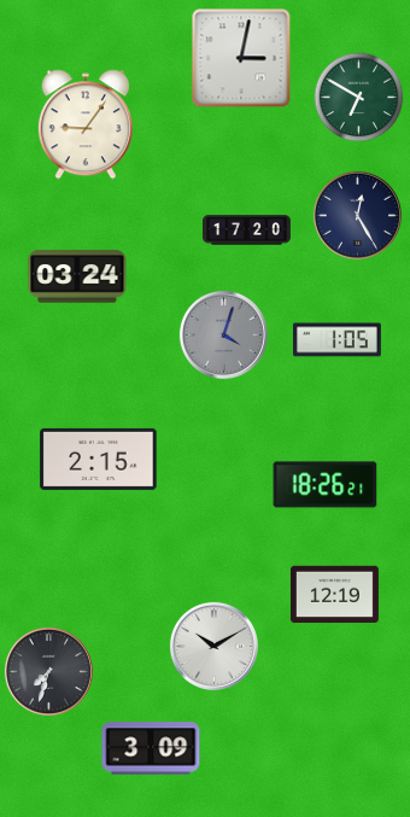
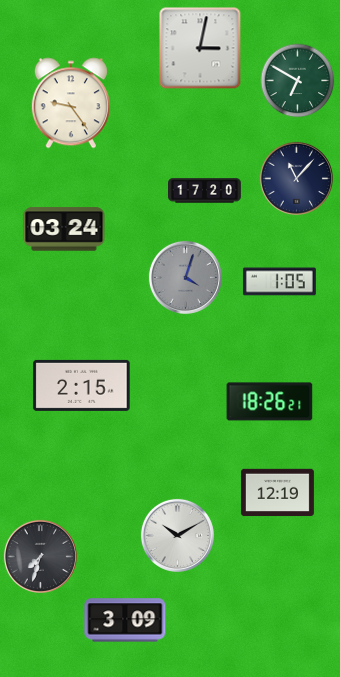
clock at (86, 124): 9:06 -> 9:24
clock at (357, 215): 12:25 -> 11:07
clock at (99, 459) position: (99, 459) -> (82, 385)
